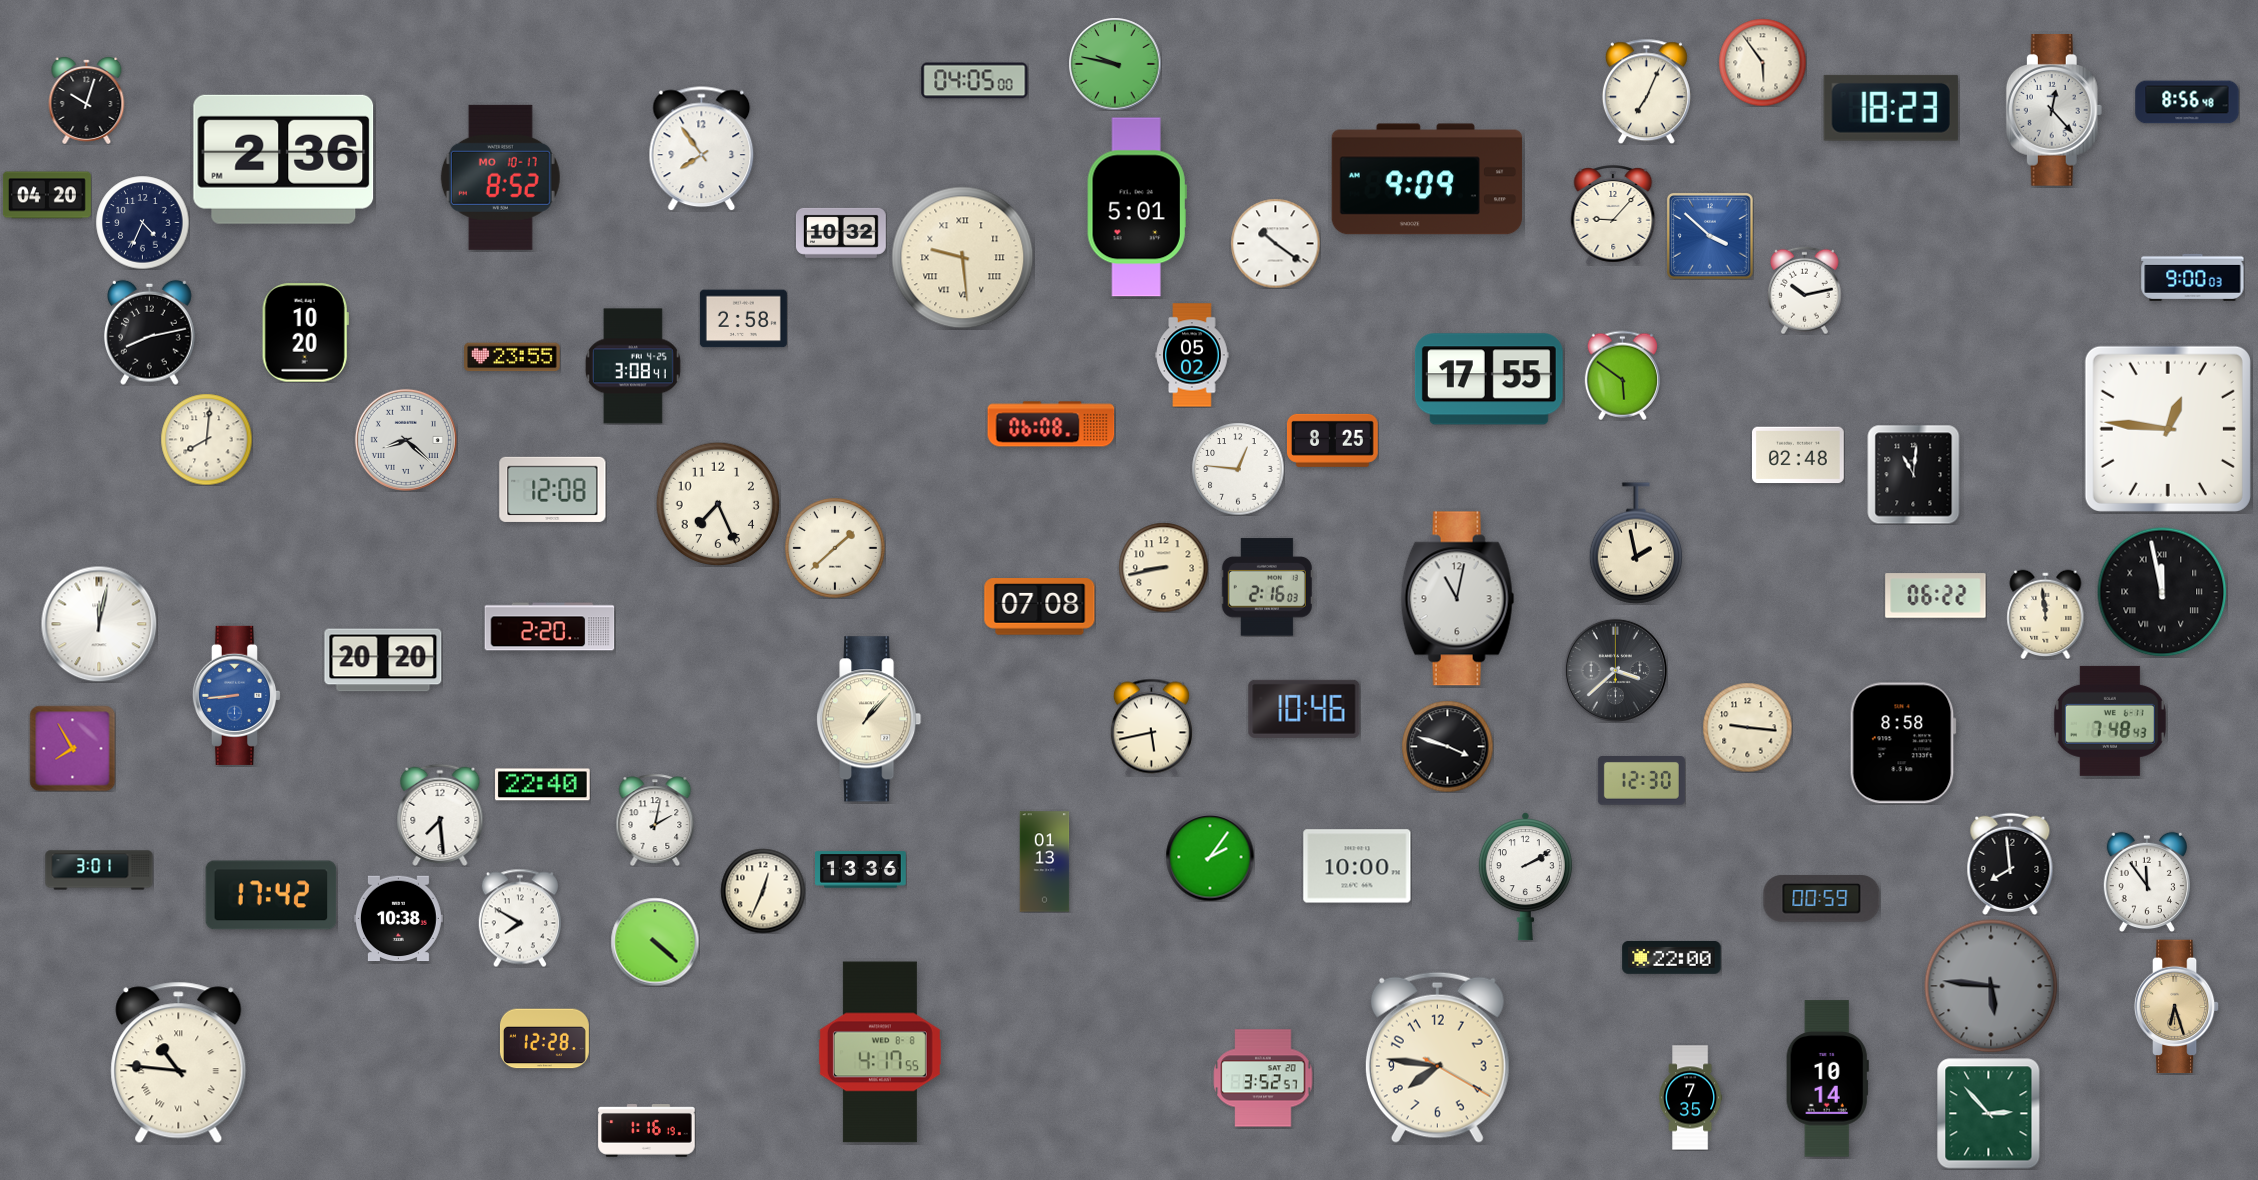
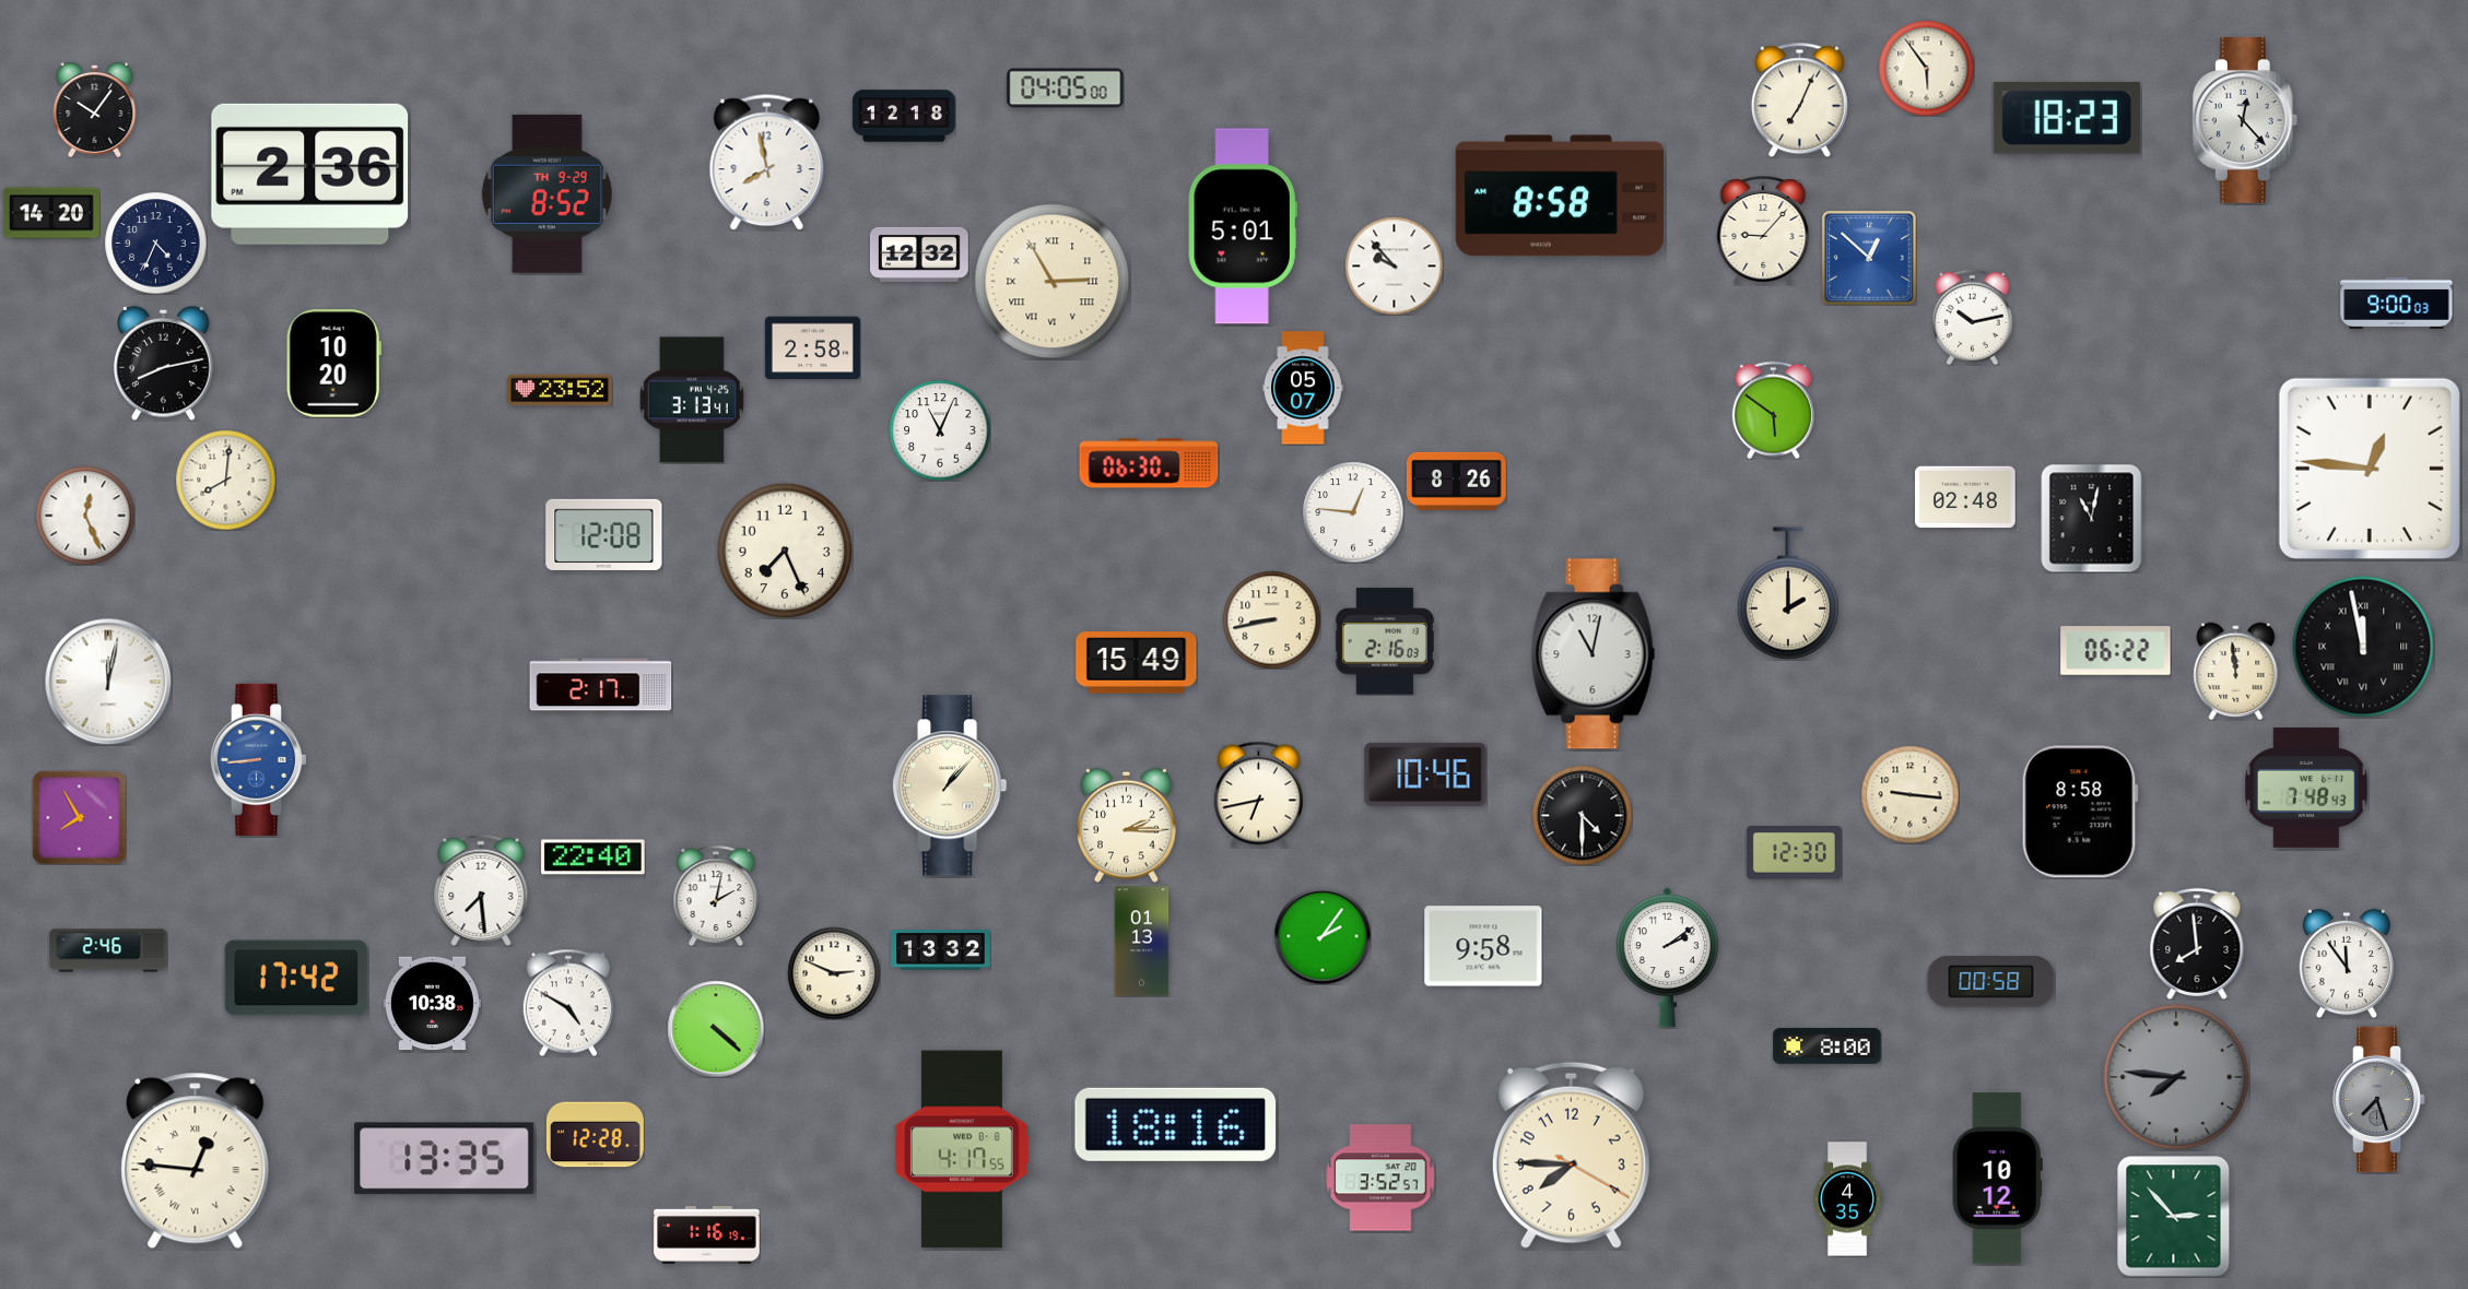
clock at (1115, 64): 9:47 -> none
clock at (87, 101): 10:03 -> 10:06
clock at (2187, 102): 8:56 -> none
clock at (904, 116): none -> 12:18
clock at (702, 149): 7:54 -> 7:58
clock at (500, 177) date: MO 10-17 -> TH 9-29
clock at (1427, 179): 9:09 -> 8:58
clock at (47, 195): 04:20 -> 14:20
clock at (1613, 216) position: (1613, 216) -> (1763, 232)
clock at (841, 233): 10:32 -> 12:32
clock at (1710, 236): 3:52 -> 12:52
clock at (1275, 243): 10:21 -> 9:53
clock at (963, 258): 9:29 -> 2:55
clock at (1192, 355): 05:02 -> 05:07
clock at (512, 357): 23:55 -> 23:52
clock at (633, 366): 3:08 -> 3:13
clock at (1489, 379): 17:55 -> none
clock at (940, 430): none -> 11:04
clock at (1051, 424): 06:08 -> 06:30
clock at (406, 440): 8:22 -> none
clock at (1332, 440): 8:25 -> 8:26
clock at (85, 516): none -> 12:26
clock at (1914, 474): 11:01 -> 11:02
clock at (1636, 543): 1:58 -> 2:00
clock at (835, 548): 1:38 -> none
clock at (1040, 607): 07:08 -> 15:49
clock at (550, 627): 2:20 -> 2:17
clock at (383, 660): 20:20 -> none
clock at (1615, 670): 3:38 -> none
clock at (1151, 727): 5:43 -> 6:43
clock at (1447, 746): 3:48 -> 4:30
clock at (1127, 825): none -> 2:15
clock at (1357, 866): 10:00 -> 9:58
clock at (99, 870): 3:01 -> 2:46
clock at (861, 870): 13:36 -> 13:32
clock at (1525, 877): 2:10 -> 2:09
clock at (763, 891): 12:34 -> 2:49
clock at (1822, 899): 00:59 -> 00:58
clock at (520, 918): 7:50 -> 4:50
clock at (398, 919) position: (398, 919) -> (432, 1004)
clock at (1672, 957): 22:00 -> 8:00
clock at (1991, 986): 5:46 -> 7:46
clock at (2177, 1007): 6:27 -> 7:27
clock at (2177, 1007) dial: champagne -> grey
clock at (1176, 1124): none -> 18:16
clock at (1437, 1057): 7:46 -> 7:45
clock at (445, 1159): none -> 13:35
clock at (179, 1063): 10:46 -> 12:46
clock at (1827, 1079): 10:14 -> 10:12
clock at (1691, 1098): 7:35 -> 4:35
